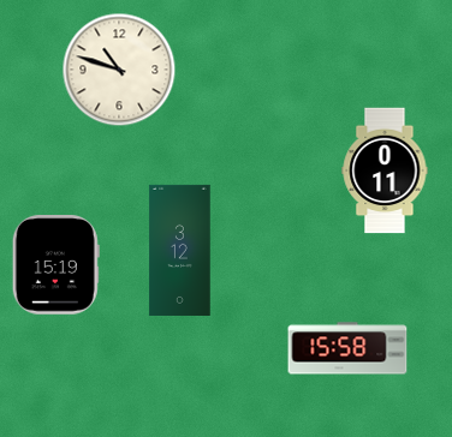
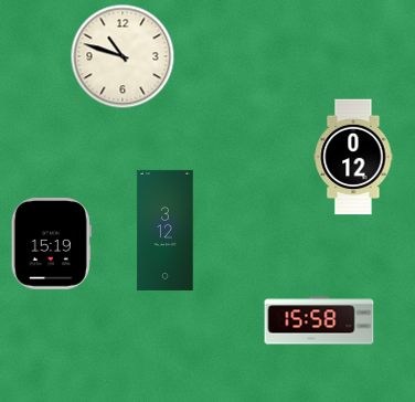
clock at (119, 70) position: (119, 70) -> (123, 56)
clock at (385, 170): 0:11 -> 0:12
